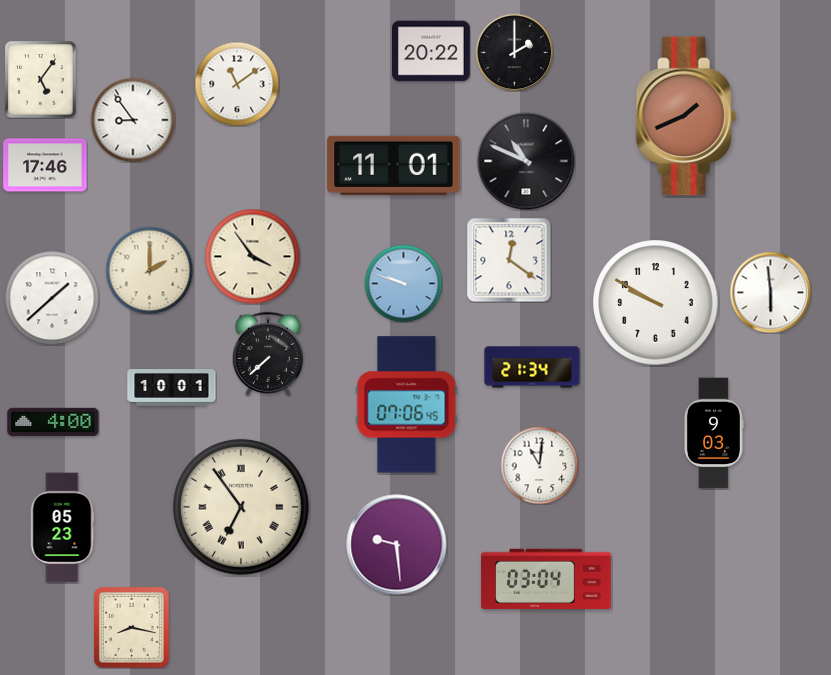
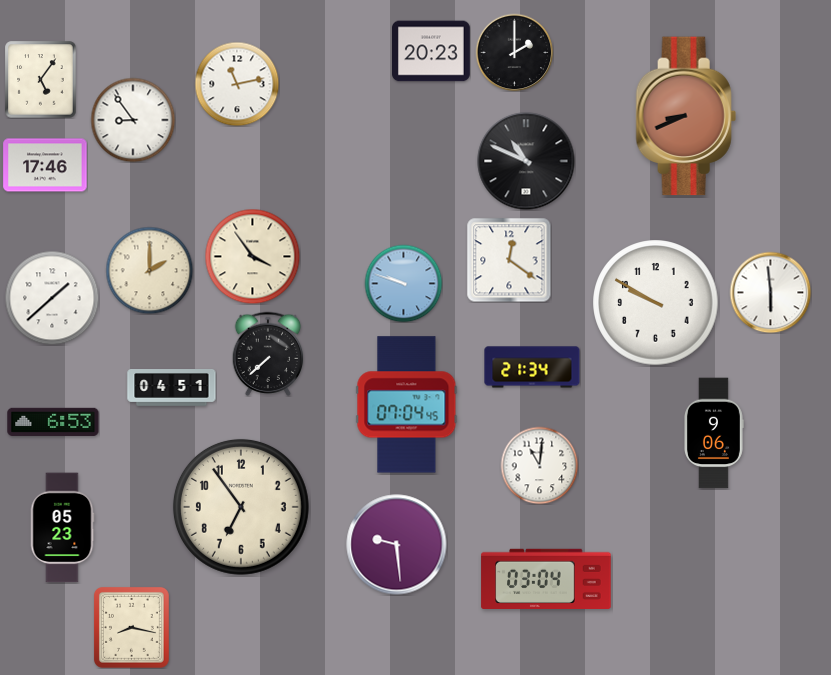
clock at (432, 51): 20:22 -> 20:23
clock at (237, 84): 11:09 -> 11:13
clock at (686, 116): 1:41 -> 8:41
clock at (394, 165): 11:01 -> none
clock at (172, 388): 10:01 -> 04:51
clock at (407, 405): 07:06 -> 07:04
clock at (53, 422): 4:00 -> 6:53
clock at (714, 433): 9:03 -> 9:06
clock at (241, 507) numerals: Roman -> Arabic
